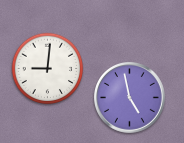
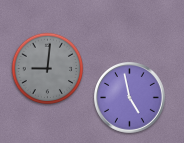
clock at (48, 69) dial: white -> grey
